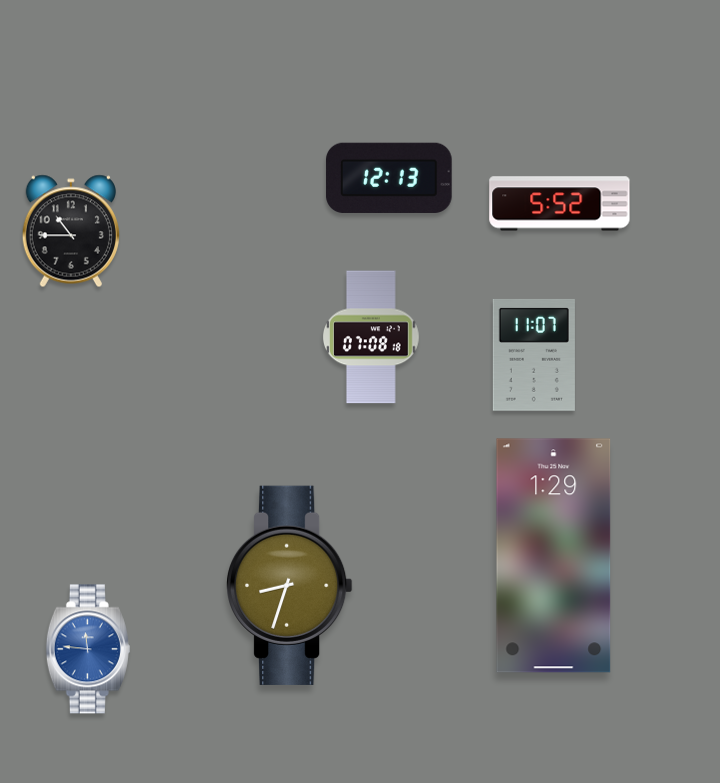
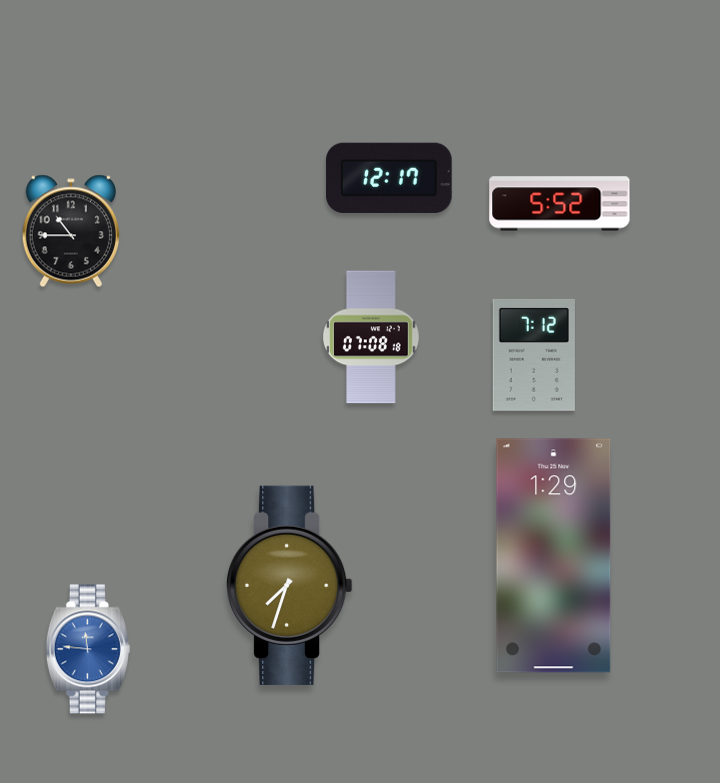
clock at (389, 177): 12:13 -> 12:17
clock at (534, 355): 11:07 -> 7:12
clock at (290, 585): 8:33 -> 7:33
